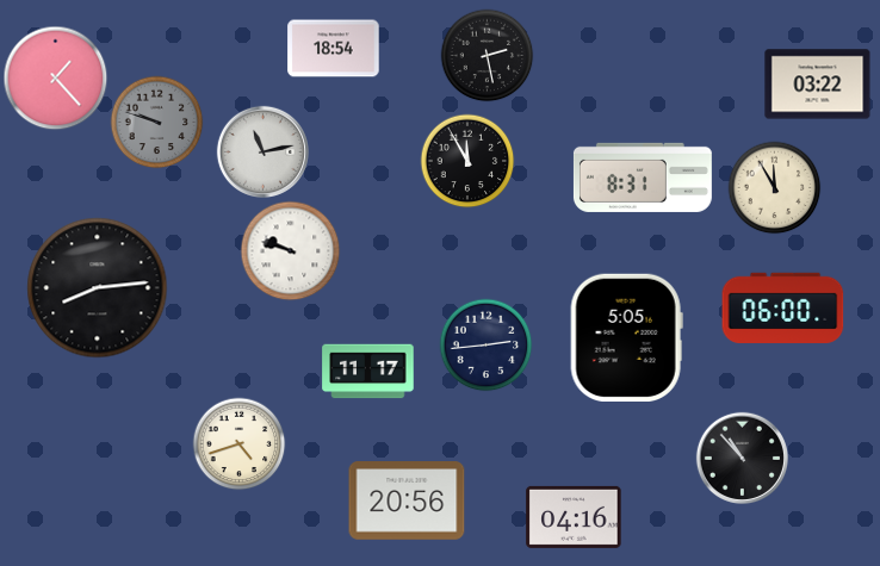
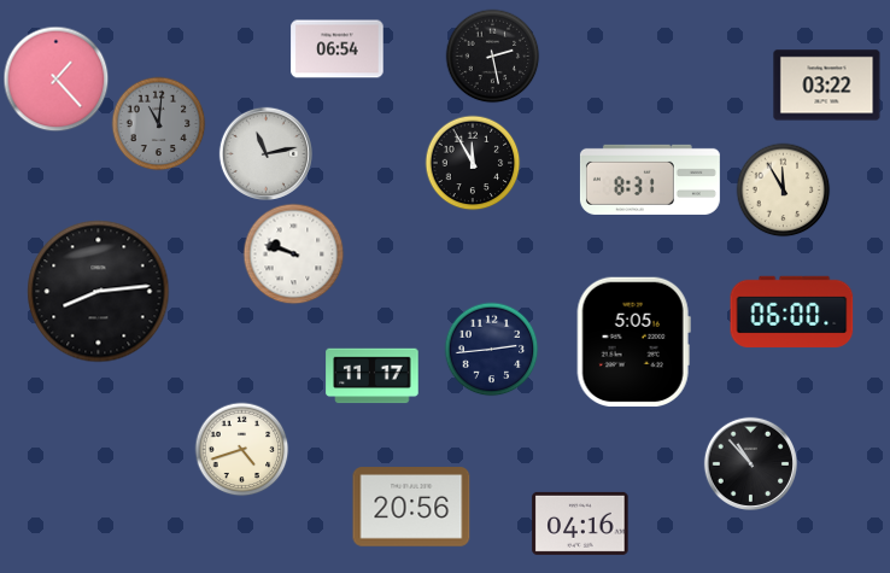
clock at (334, 49): 18:54 -> 06:54
clock at (156, 122): 9:48 -> 11:01
